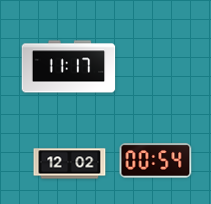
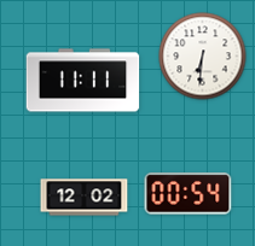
clock at (203, 57): none -> 6:31
clock at (69, 67): 11:17 -> 11:11
